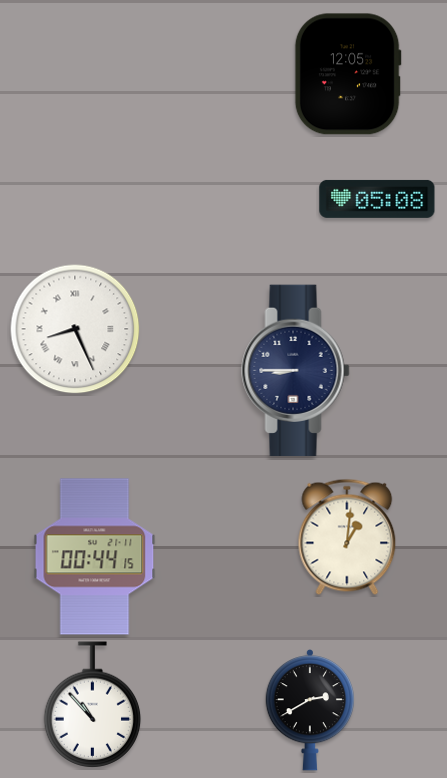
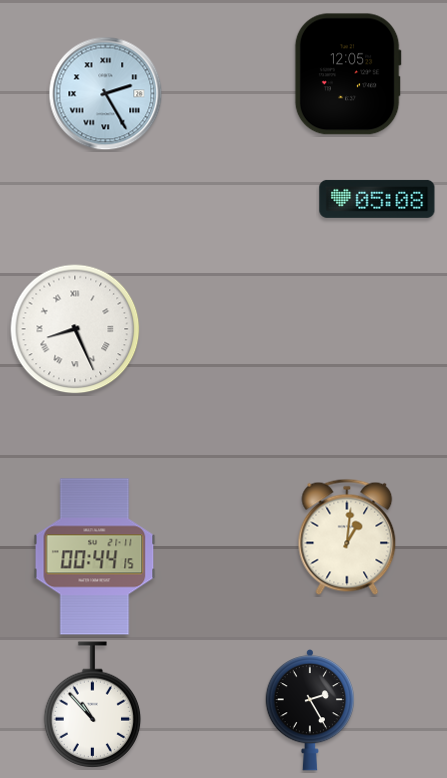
clock at (106, 94): none -> 2:25
clock at (296, 370): 8:45 -> none
clock at (309, 711): 2:40 -> 2:25
